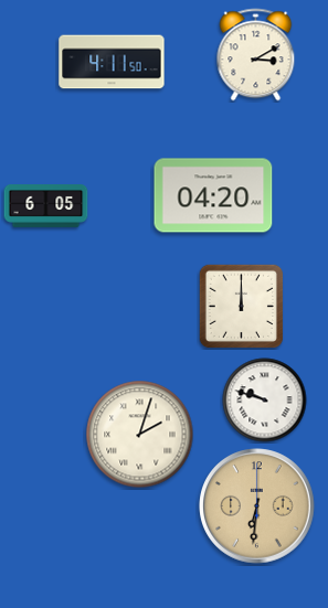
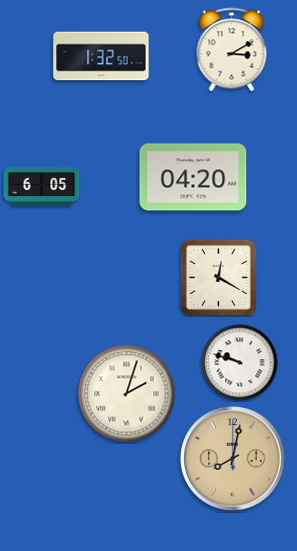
clock at (112, 62): 4:11 -> 1:32
clock at (241, 306): 12:00 -> 12:20
clock at (257, 506): 6:31 -> 8:02
